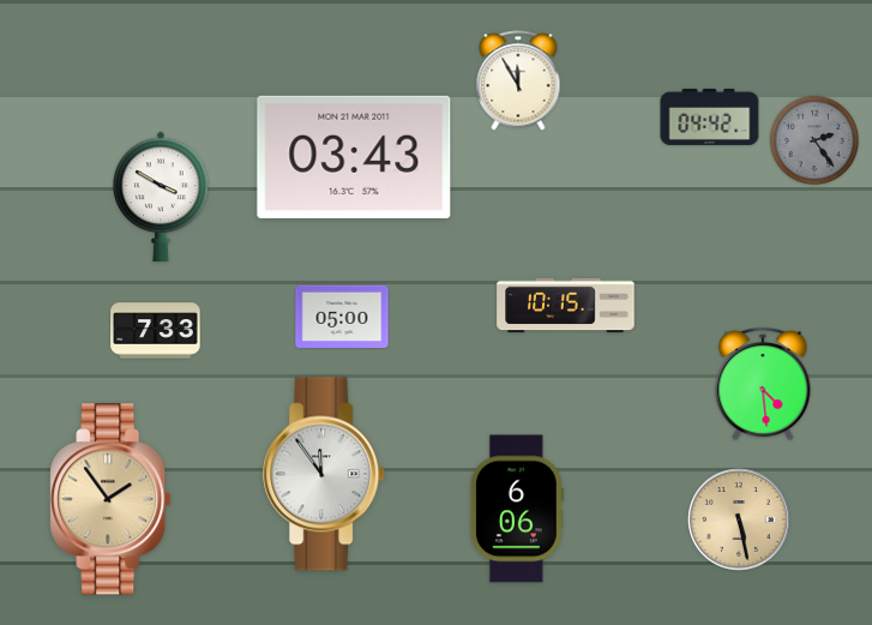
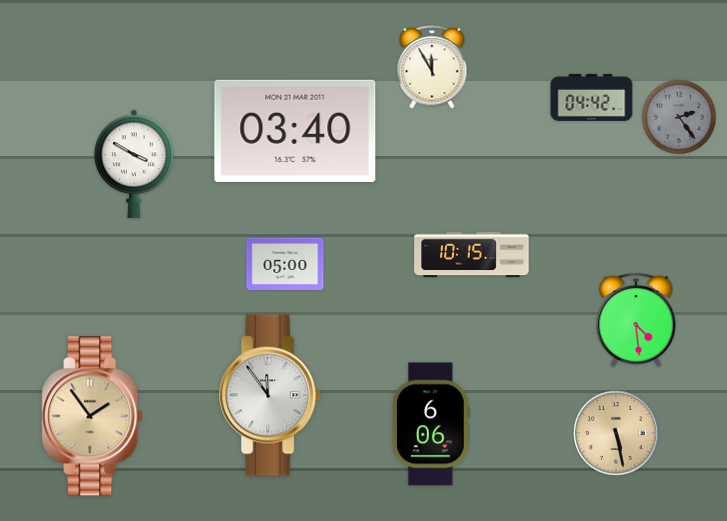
clock at (354, 157): 03:43 -> 03:40
clock at (156, 331): 7:33 -> none
